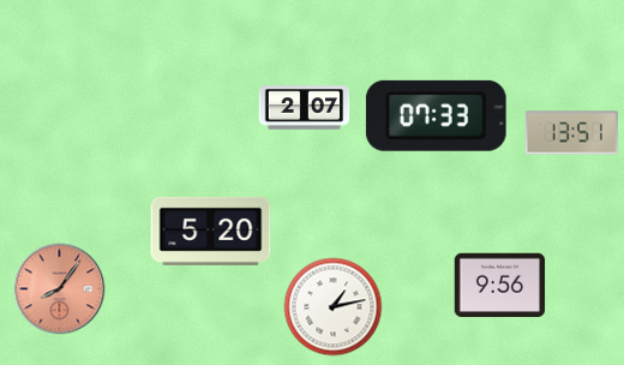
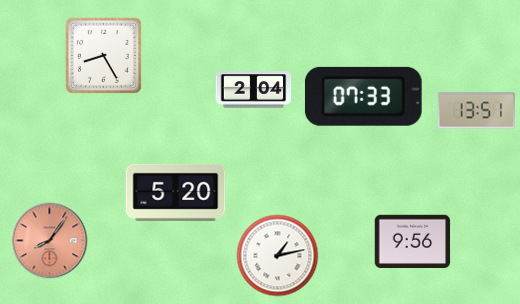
clock at (103, 55): none -> 8:25
clock at (305, 108): 2:07 -> 2:04
clock at (500, 286) position: (500, 286) -> (413, 242)
